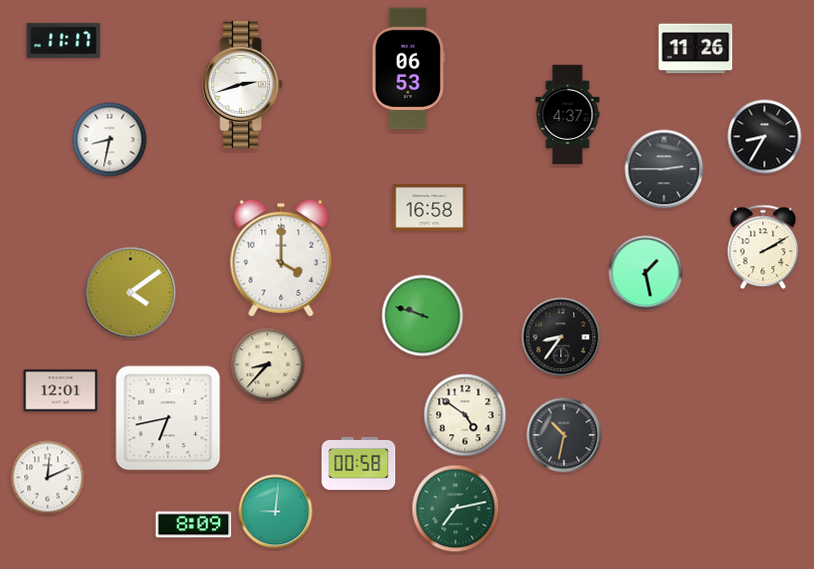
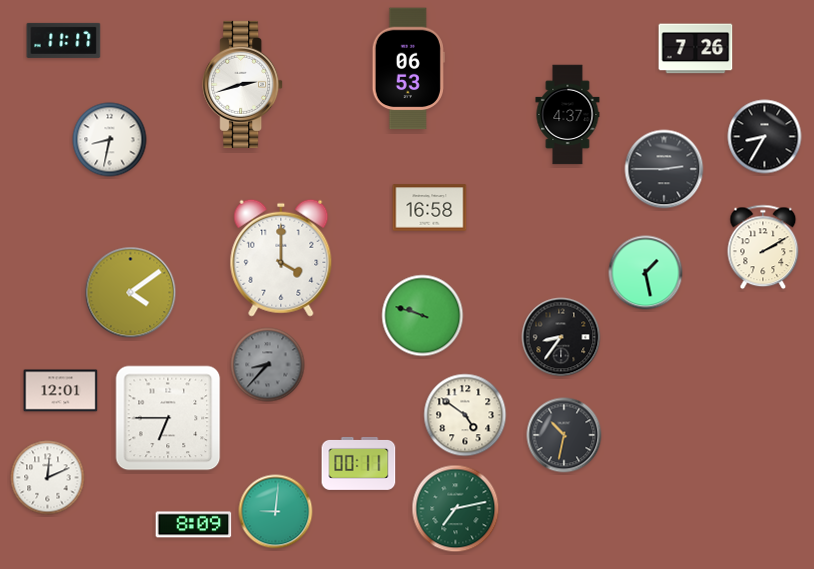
clock at (696, 49): 11:26 -> 7:26
clock at (268, 365) dial: cream -> grey
clock at (168, 418): 6:43 -> 6:45
clock at (359, 463): 00:58 -> 00:11
